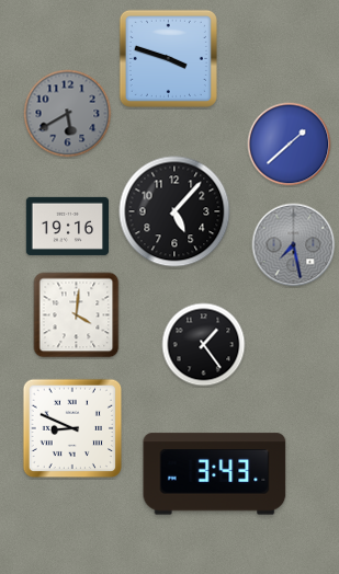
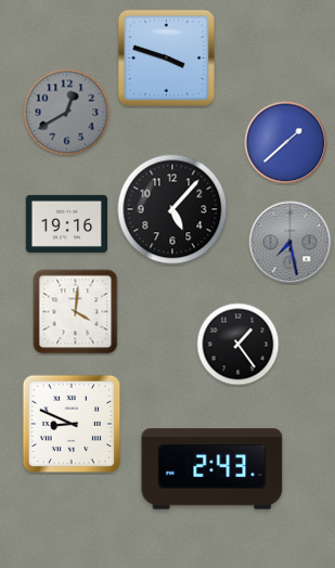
clock at (68, 114): 5:40 -> 12:40
clock at (204, 345) position: (204, 345) -> (239, 345)
clock at (215, 474): 3:43 -> 2:43
